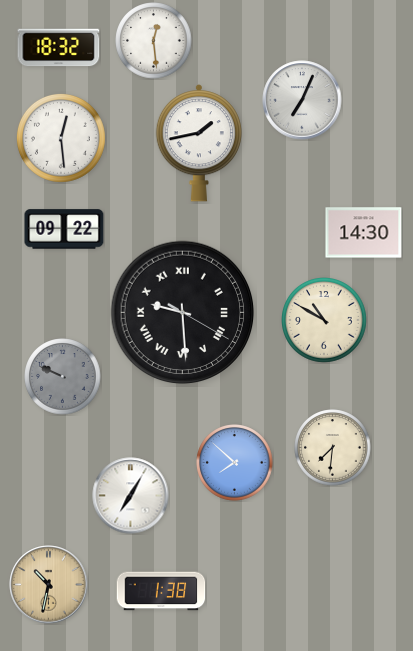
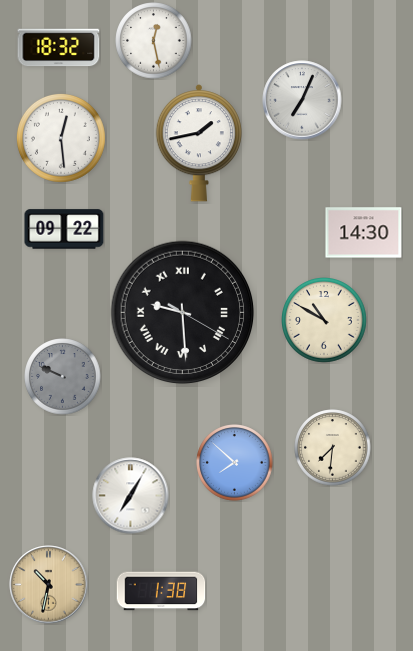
clock at (154, 41): 12:29 -> 12:28
